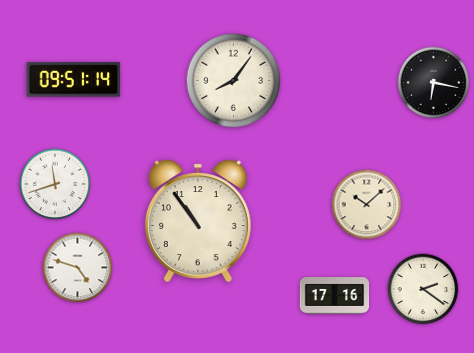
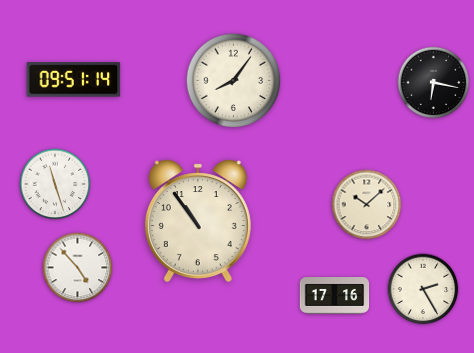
clock at (55, 184): 11:42 -> 11:27
clock at (78, 268): 4:48 -> 4:53
clock at (423, 289): 2:21 -> 2:25
